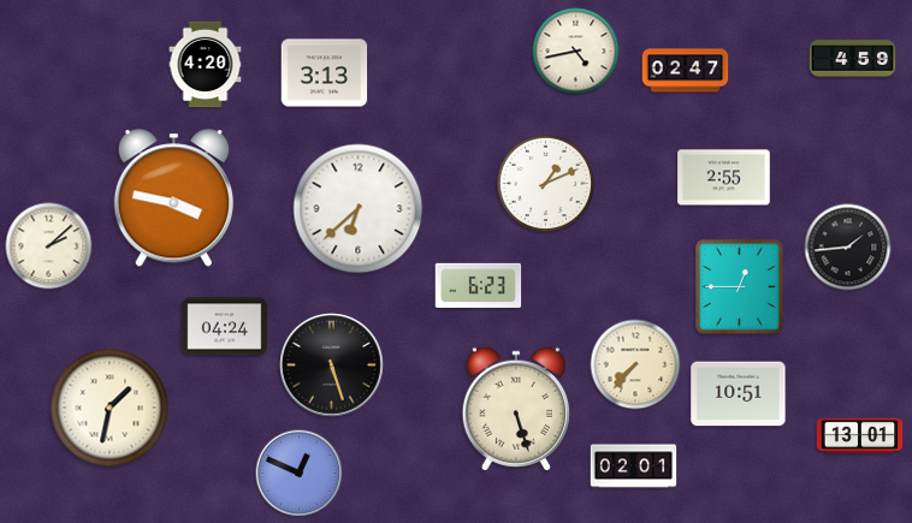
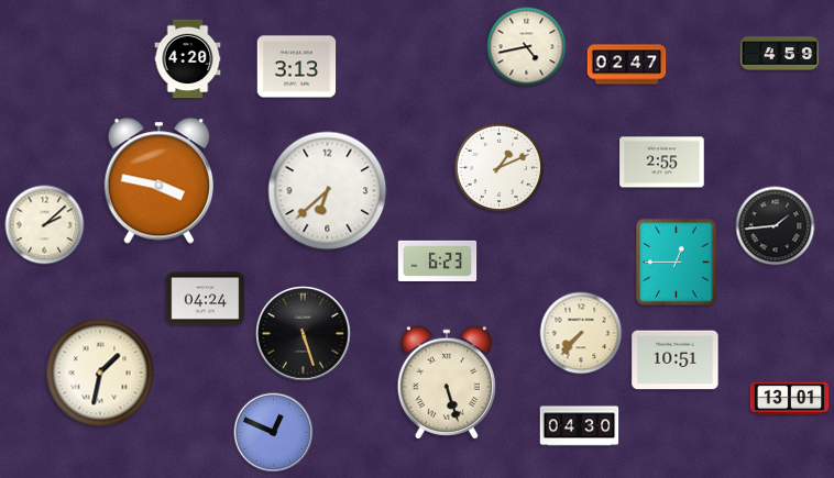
clock at (516, 409) position: (516, 409) -> (447, 382)
clock at (860, 435) position: (860, 435) -> (790, 398)
clock at (634, 466): 02:01 -> 04:30
